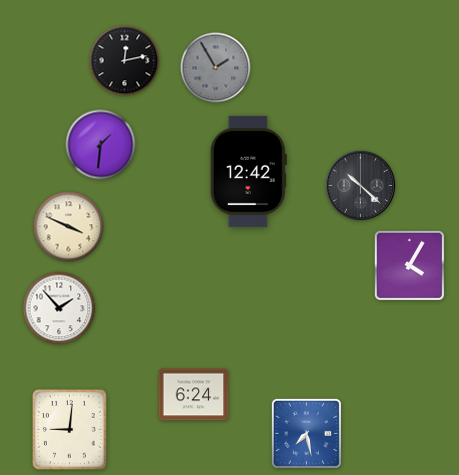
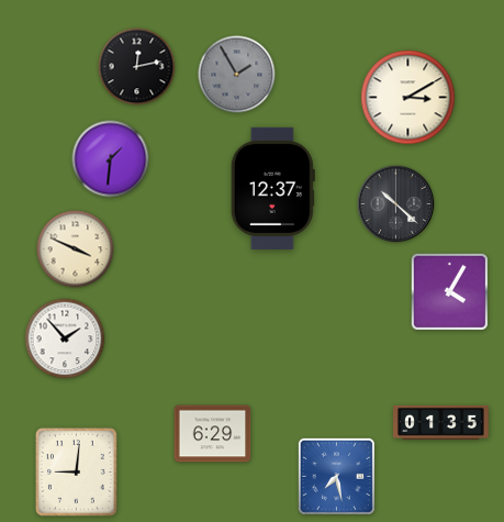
clock at (408, 98): none -> 3:10
clock at (248, 171): 12:42 -> 12:37
clock at (441, 422): none -> 01:35
clock at (194, 395): 6:24 -> 6:29
